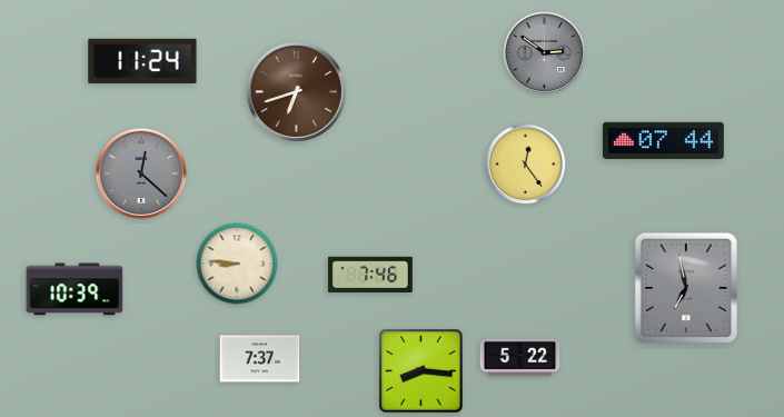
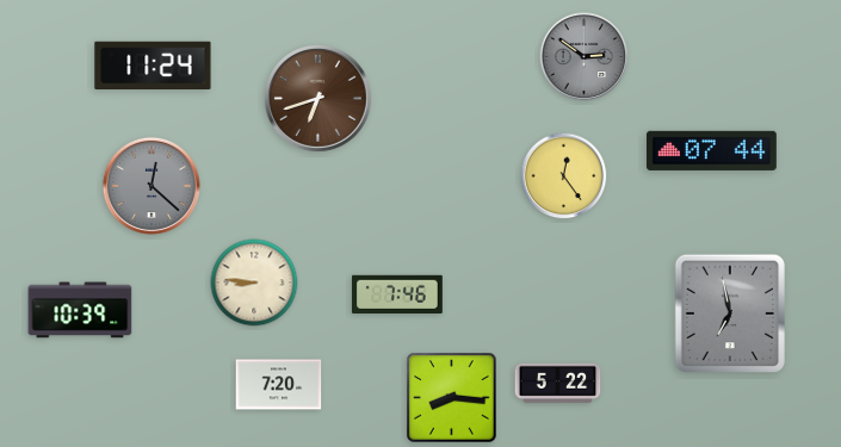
clock at (685, 287) position: (685, 287) -> (729, 312)
clock at (260, 359): 7:37 -> 7:20
